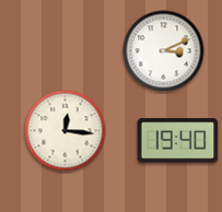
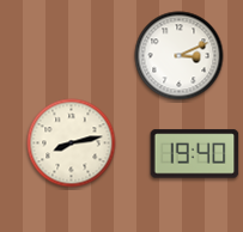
clock at (66, 131): 12:16 -> 8:13
